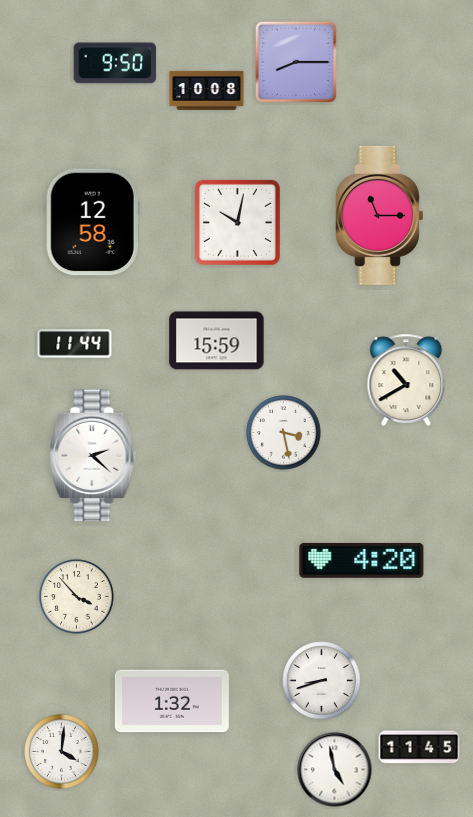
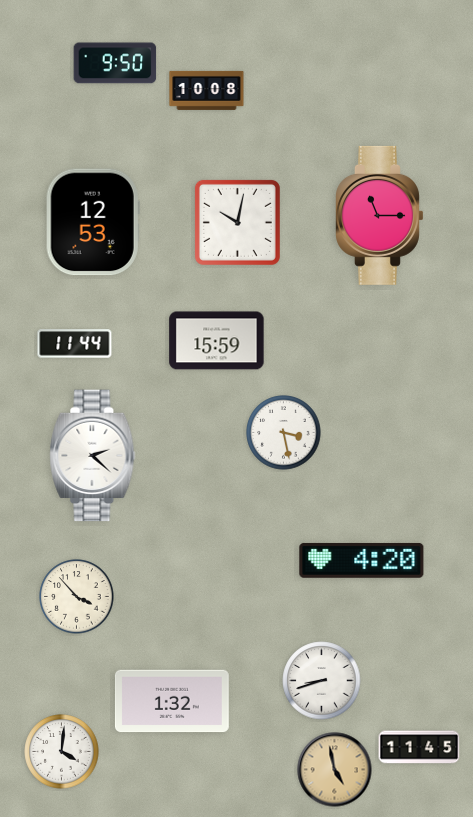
clock at (296, 62): 8:15 -> none
clock at (93, 222): 12:58 -> 12:53
clock at (406, 379): 10:40 -> none
clock at (335, 770) dial: white -> champagne
